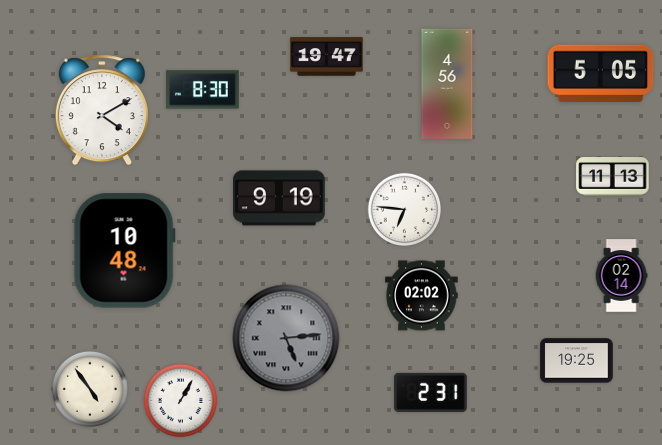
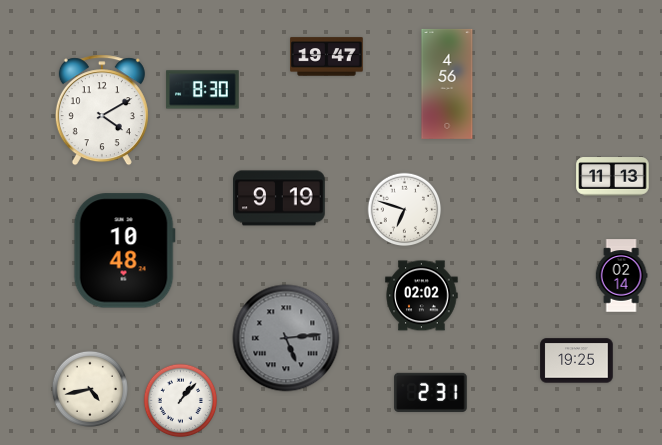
clock at (601, 74): 5:05 -> none
clock at (405, 210): 6:46 -> 6:48
clock at (90, 389): 4:54 -> 4:43
clock at (181, 401): 1:05 -> 1:07
